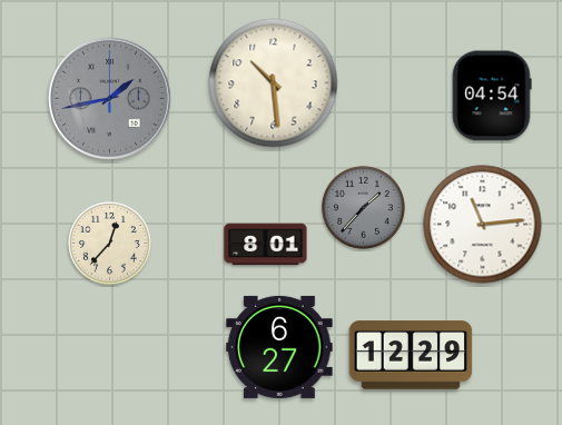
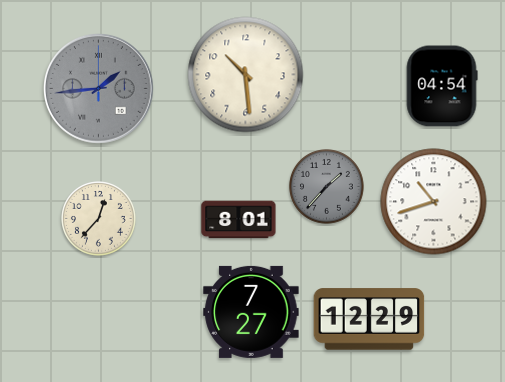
clock at (110, 99): 1:43 -> 1:44
clock at (483, 225): 11:14 -> 10:42
clock at (279, 347): 6:27 -> 7:27
